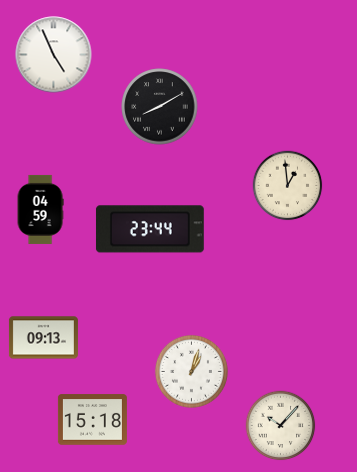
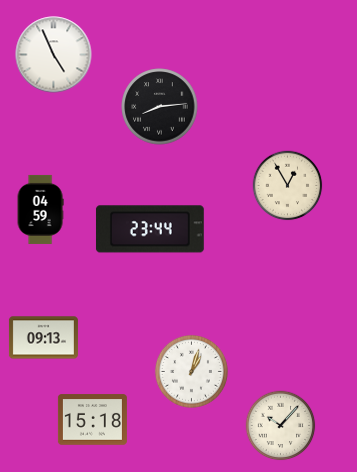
clock at (160, 107): 8:10 -> 8:14
clock at (288, 186): 12:59 -> 12:55
